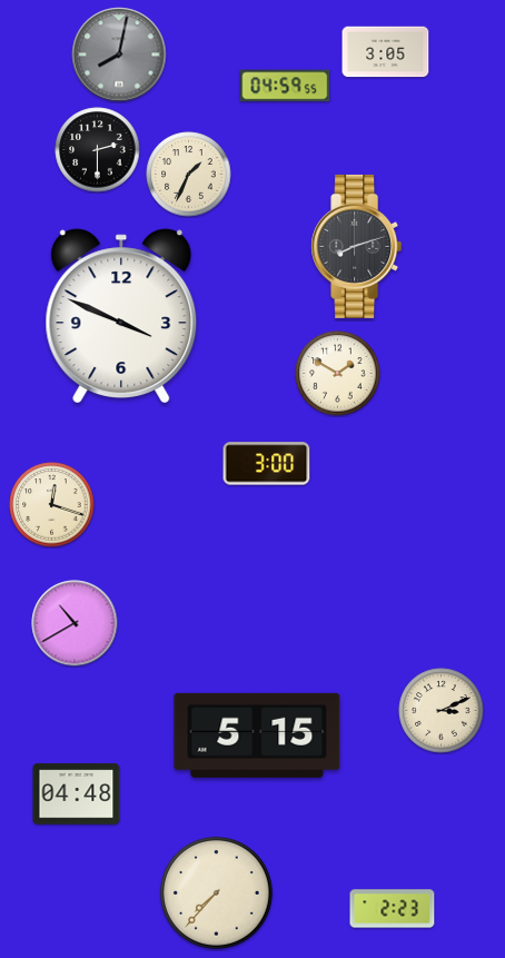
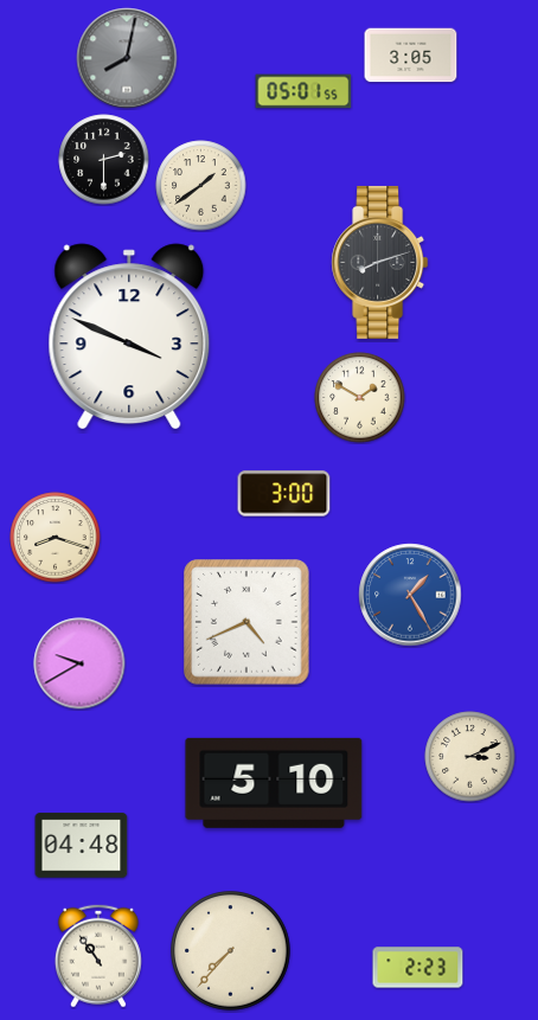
clock at (285, 86): 04:59 -> 05:01
clock at (189, 175): 1:34 -> 1:39
clock at (52, 505): 12:18 -> 8:18
clock at (410, 595): none -> 1:25
clock at (246, 622): none -> 4:41
clock at (75, 623): 10:40 -> 9:40
clock at (257, 735): 5:15 -> 5:10
clock at (98, 956): none -> 10:54
